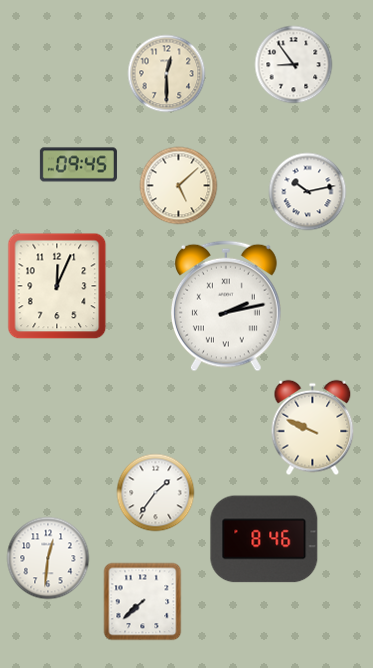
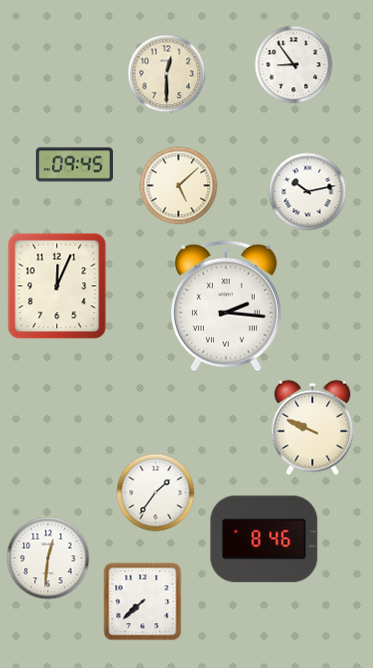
clock at (78, 165) position: (78, 165) -> (74, 165)
clock at (226, 306): 2:13 -> 2:16
